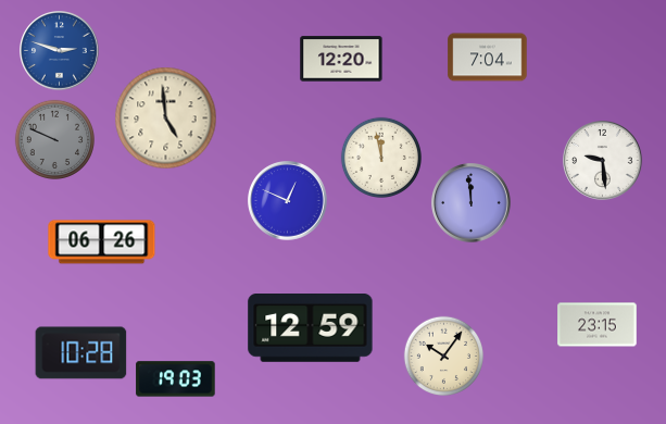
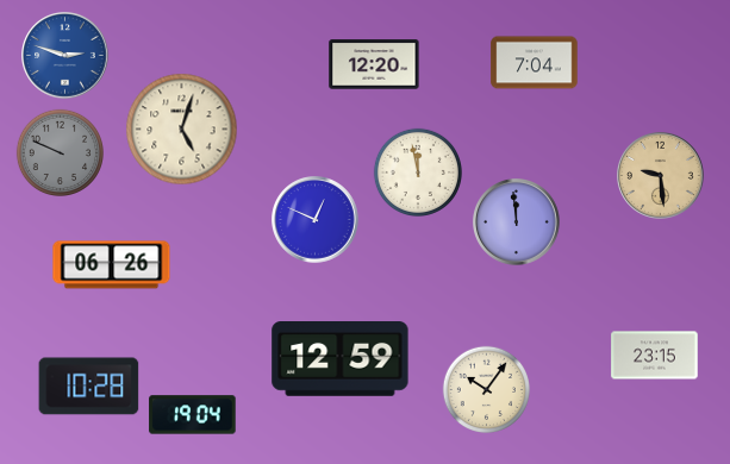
clock at (166, 119): 4:59 -> 5:03
clock at (603, 161) dial: white -> champagne
clock at (176, 379): 19:03 -> 19:04
